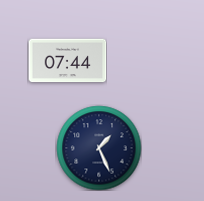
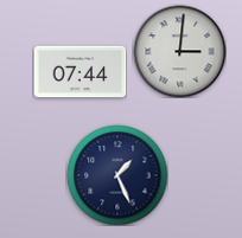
clock at (179, 51): none -> 3:01
